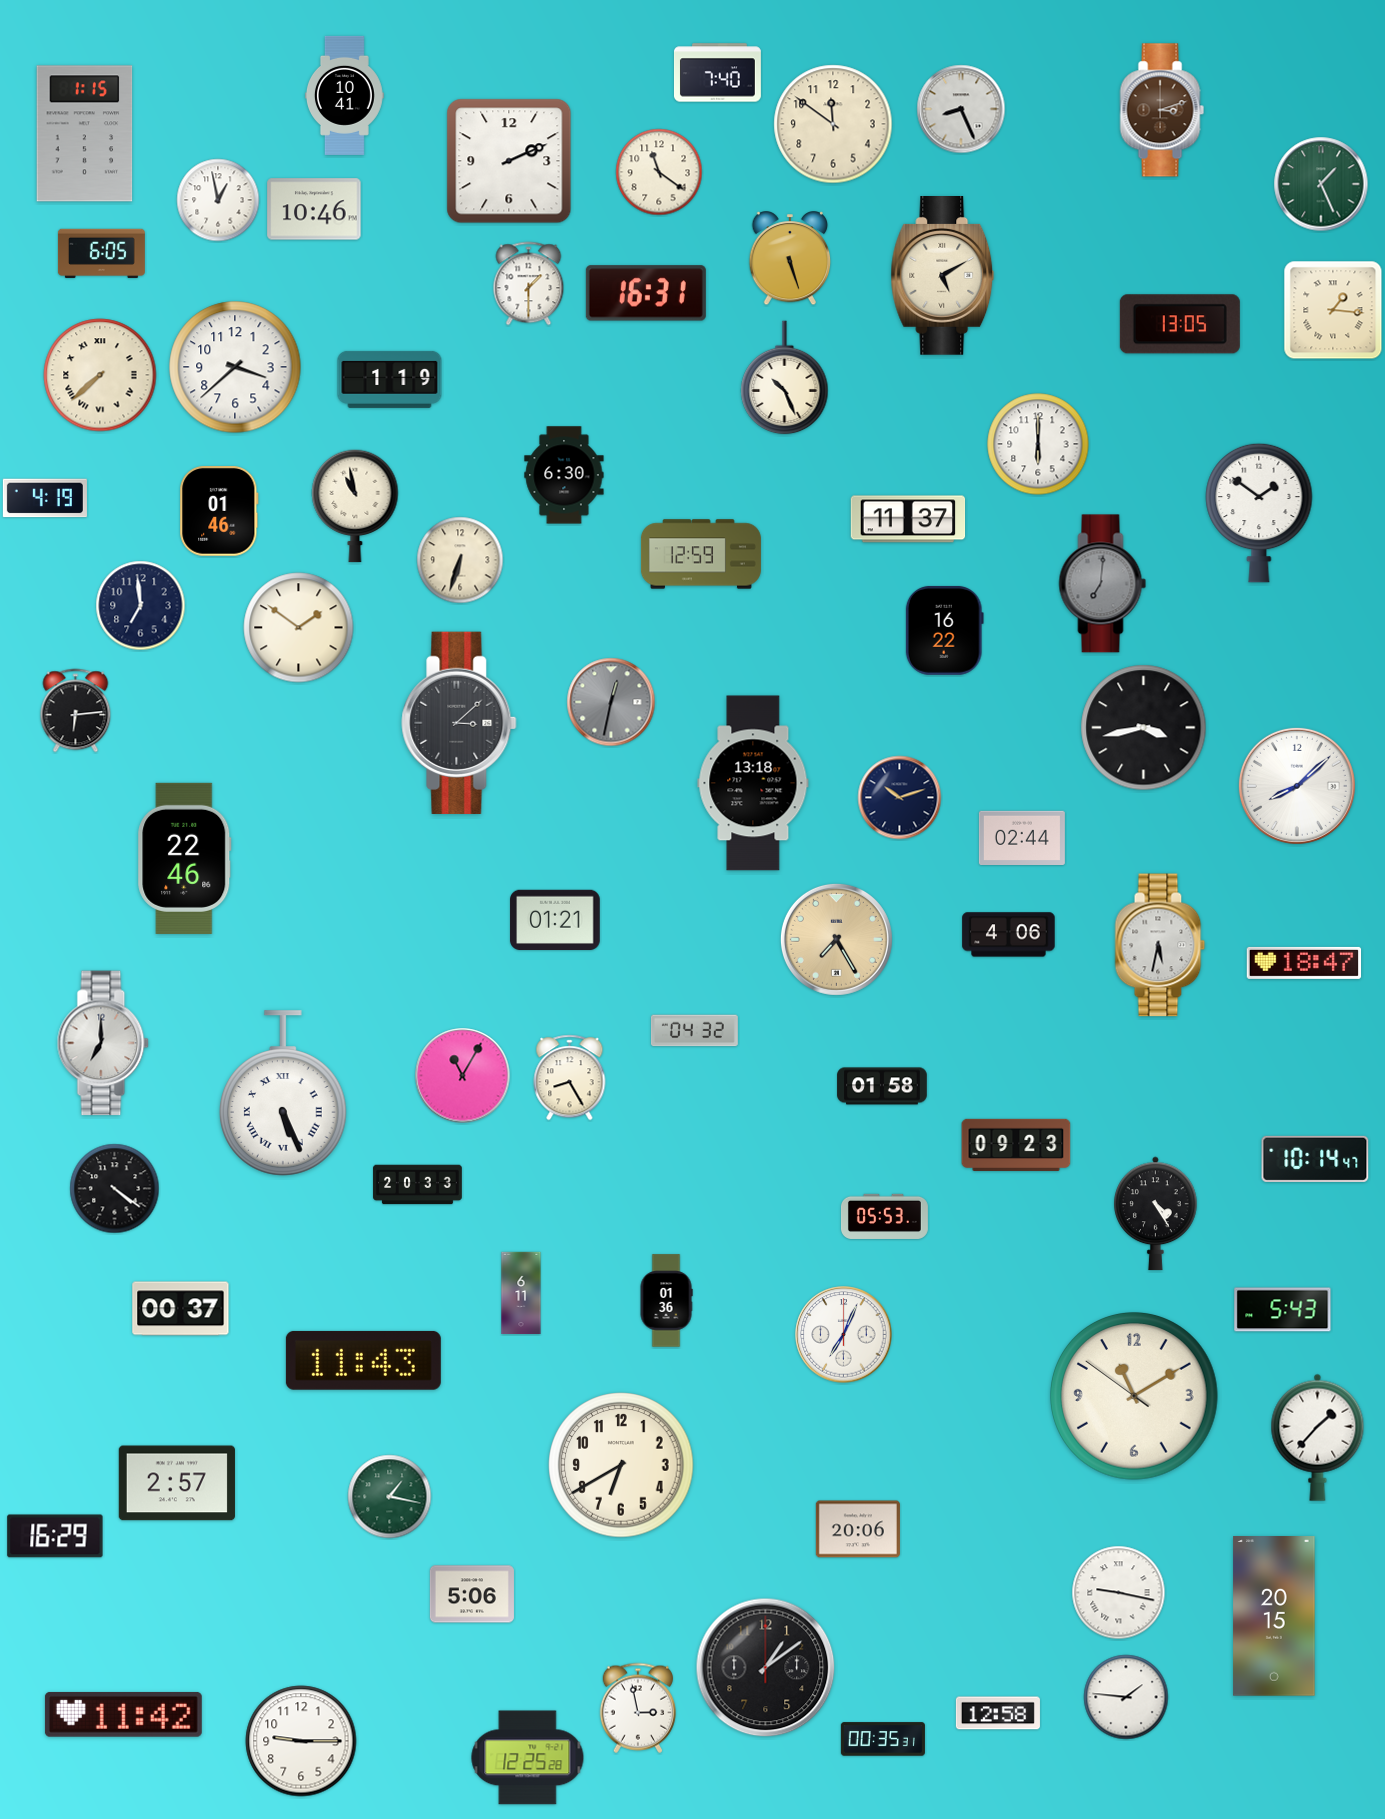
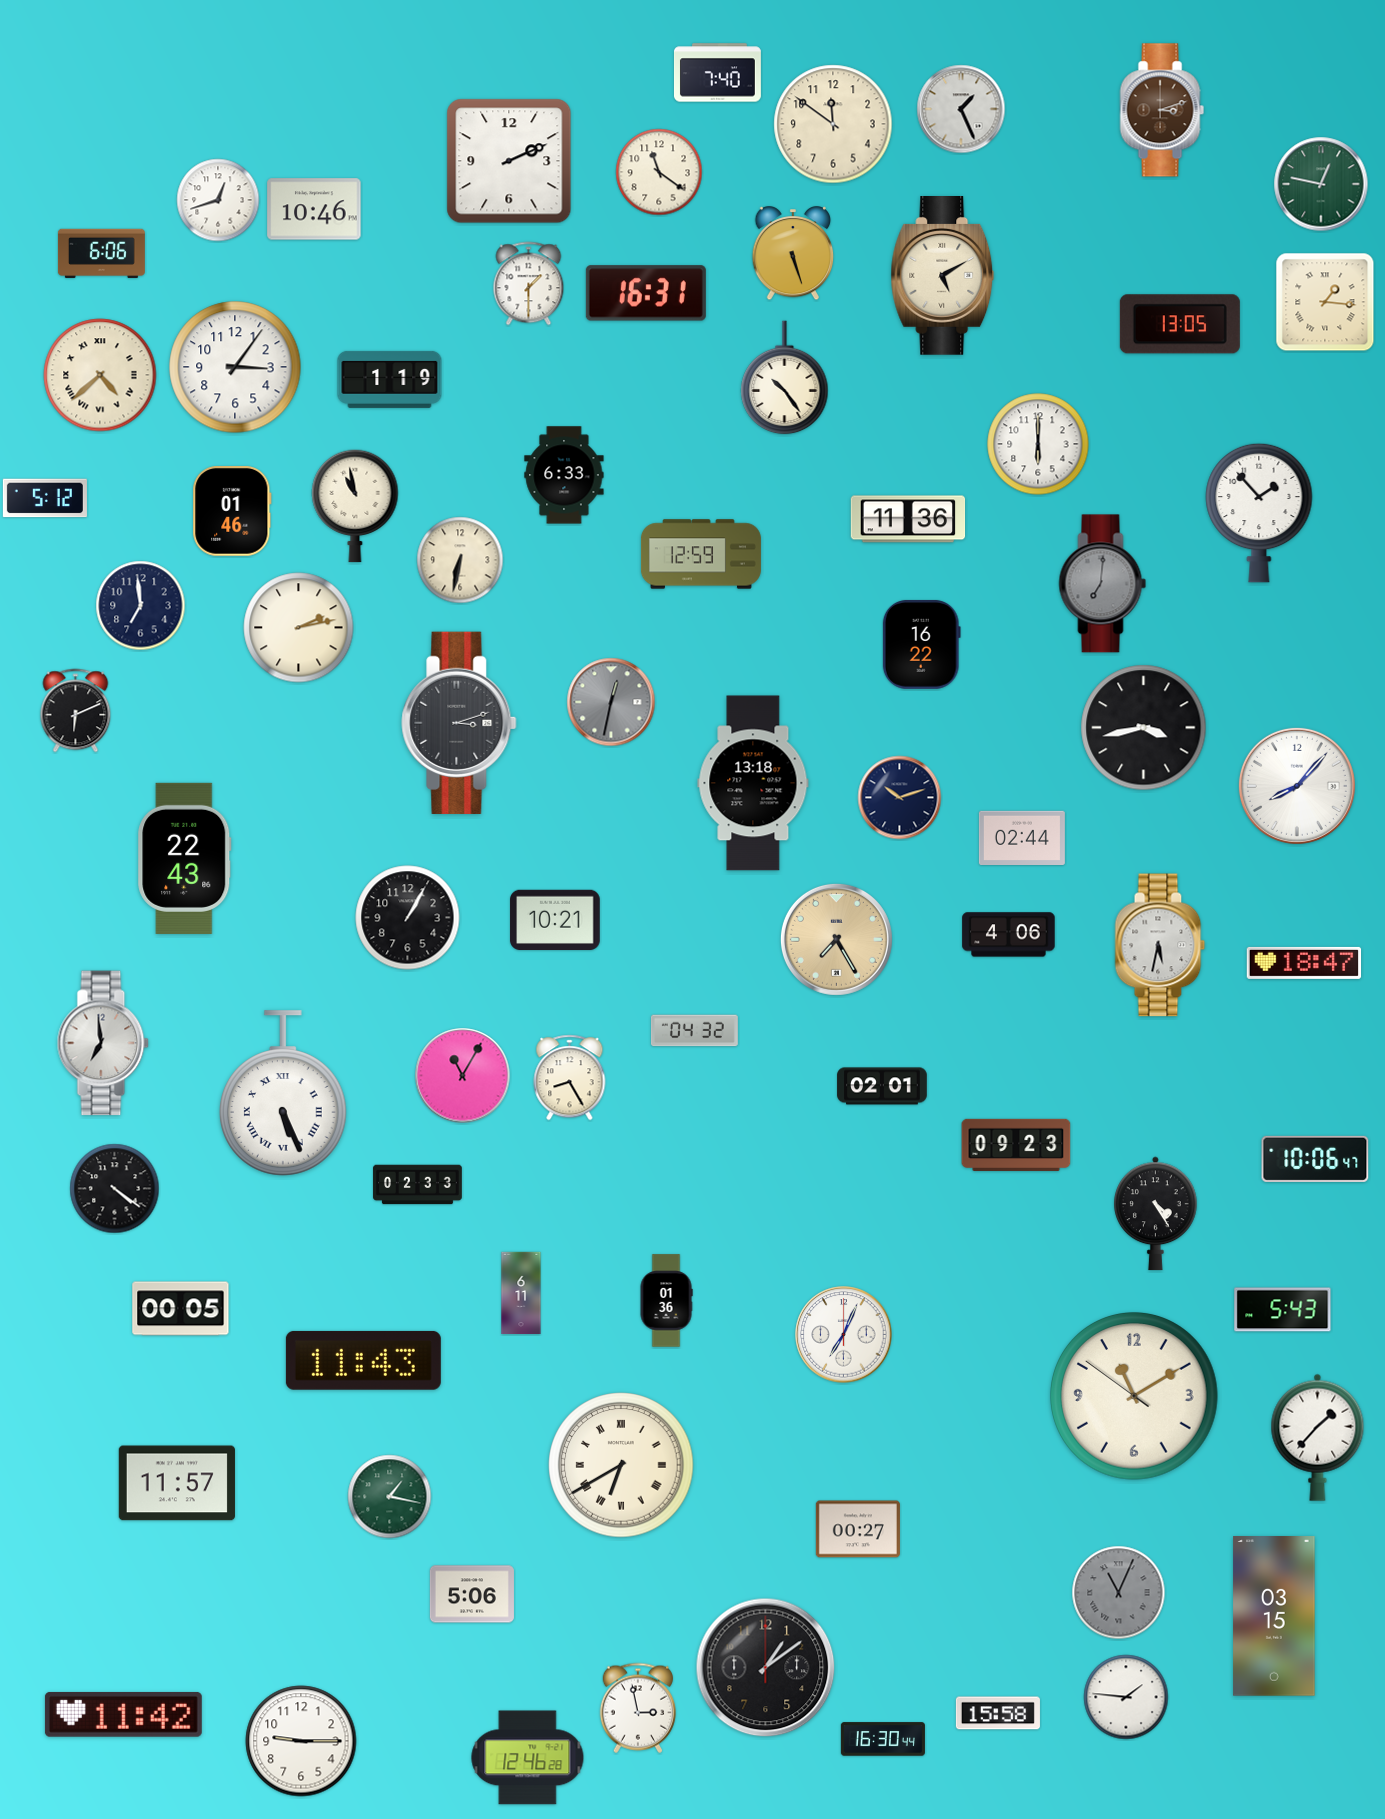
clock at (344, 95): 10:41 -> none
clock at (961, 109): 8:26 -> 1:26
clock at (85, 134): 1:15 -> none
clock at (1321, 184): 1:26 -> 12:47
clock at (218, 200): 12:58 -> 12:42
clock at (101, 253): 6:05 -> 6:06
clock at (790, 259) position: (790, 259) -> (793, 254)
clock at (1333, 310) position: (1333, 310) -> (1325, 302)
clock at (235, 367): 3:38 -> 3:06
clock at (100, 375): 7:38 -> 4:38
clock at (785, 378): 10:26 -> 10:24
clock at (564, 475): 6:30 -> 6:33
clock at (45, 498): 4:19 -> 5:12
clock at (219, 512) position: (219, 512) -> (232, 512)
clock at (1259, 513): 1:51 -> 1:53
clock at (908, 519): 11:37 -> 11:36
clock at (460, 560): 6:33 -> 6:32
clock at (299, 628): 1:51 -> 2:13
clock at (944, 630) position: (944, 630) -> (921, 644)
clock at (76, 711): 6:14 -> 6:11
clock at (459, 723): 3:08 -> 3:12
clock at (1297, 786): 8:08 -> 8:07
clock at (185, 858): 22:46 -> 22:43
clock at (408, 918): none -> 1:05
clock at (555, 919): 01:21 -> 10:21
clock at (103, 1043): 7:00 -> 6:59
clock at (882, 1086): 01:58 -> 02:01
clock at (1315, 1159): 10:14 -> 10:06
clock at (418, 1185): 20:33 -> 02:33
clock at (884, 1216): 05:53 -> none
clock at (181, 1309): 00:37 -> 00:05
clock at (621, 1465) numerals: Arabic -> Roman
clock at (177, 1483): 2:57 -> 11:57
clock at (858, 1529): 20:06 -> 00:27
clock at (55, 1536): 16:29 -> none
clock at (1119, 1593): 9:17 -> 11:04
clock at (1119, 1593) dial: white -> grey
clock at (1274, 1616): 20:15 -> 03:15
clock at (998, 1713): 12:58 -> 15:58
clock at (883, 1739): 00:35 -> 16:30
clock at (528, 1758): 12:25 -> 12:46
